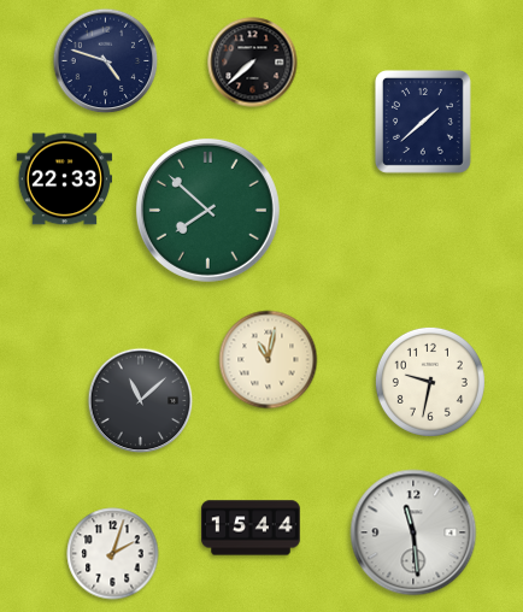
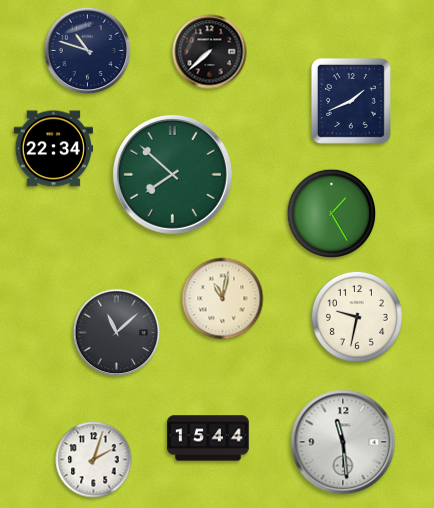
clock at (106, 61): 4:48 -> 10:48
clock at (423, 122): 1:38 -> 1:41
clock at (64, 180): 22:33 -> 22:34
clock at (332, 214): none -> 1:25
